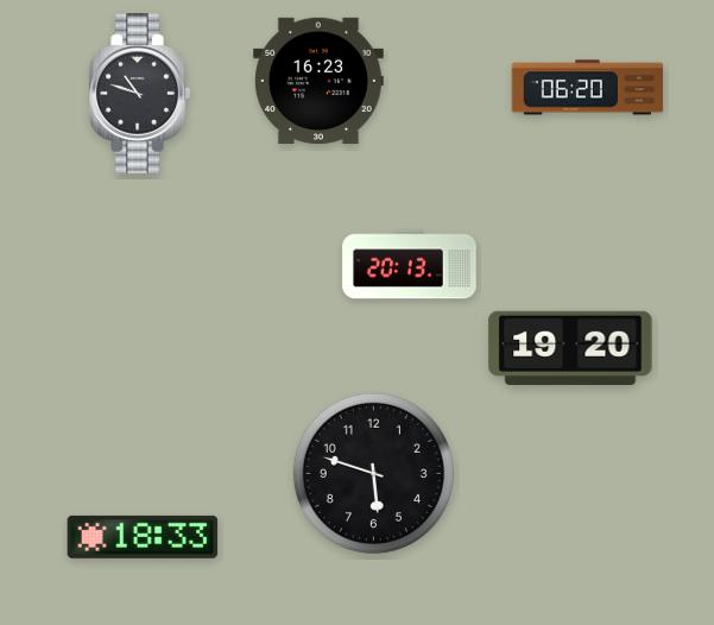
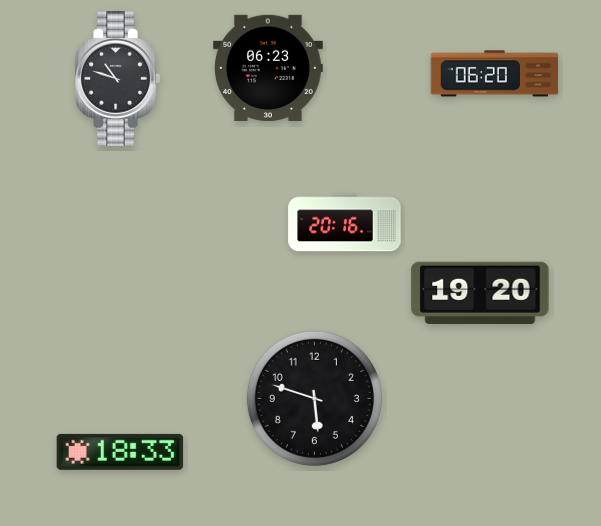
clock at (320, 81): 16:23 -> 06:23
clock at (410, 265): 20:13 -> 20:16
